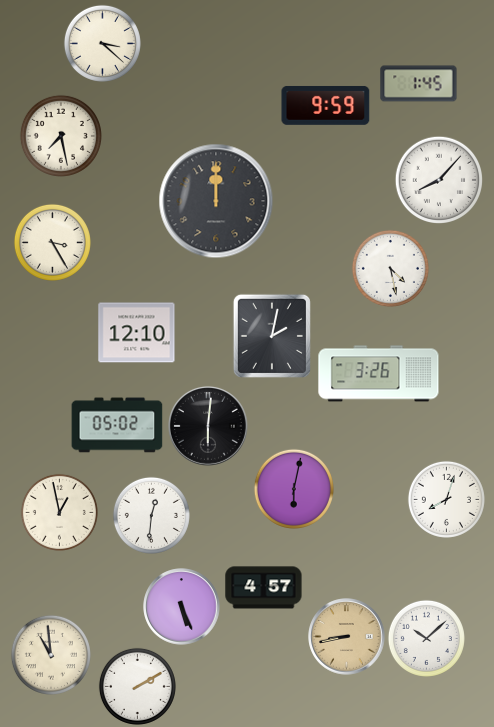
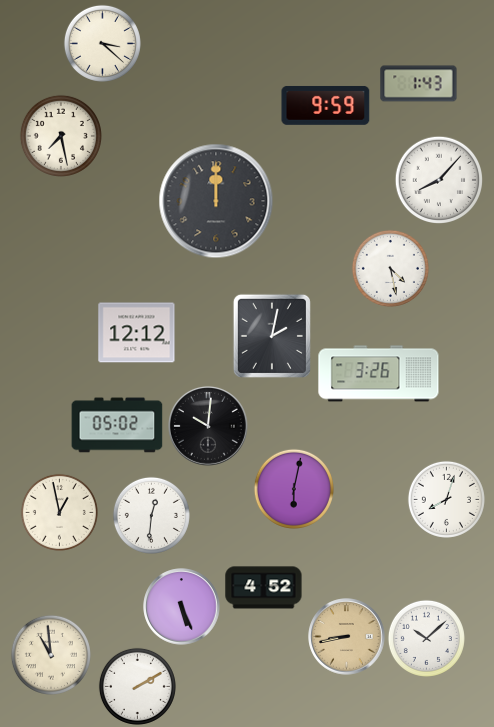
clock at (419, 84): 1:45 -> 1:43
clock at (52, 242): 3:25 -> none
clock at (137, 333): 12:10 -> 12:12
clock at (208, 426): 6:01 -> 10:01
clock at (264, 588): 4:57 -> 4:52
